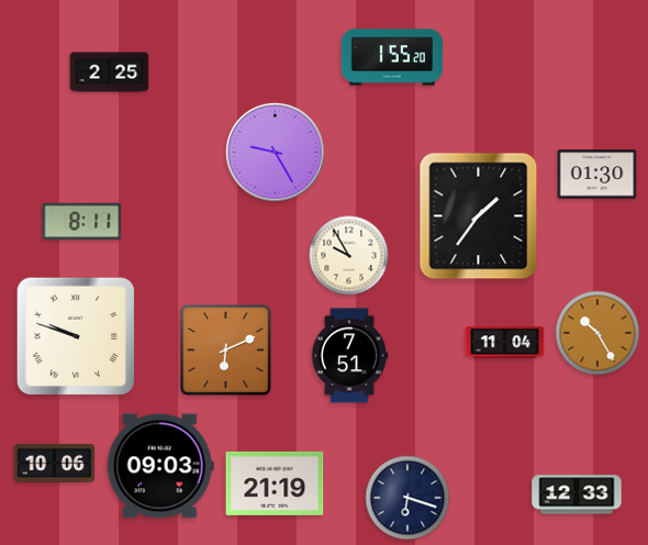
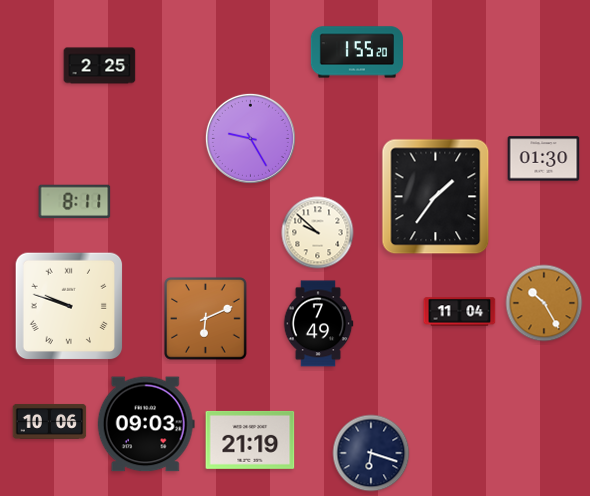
clock at (349, 256): 9:55 -> 9:52
clock at (349, 356): 7:51 -> 7:49
clock at (577, 494): 12:33 -> none
